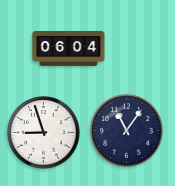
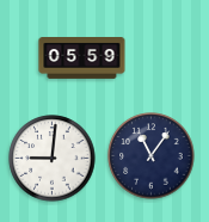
clock at (69, 49): 06:04 -> 05:59
clock at (44, 133): 8:57 -> 9:01
